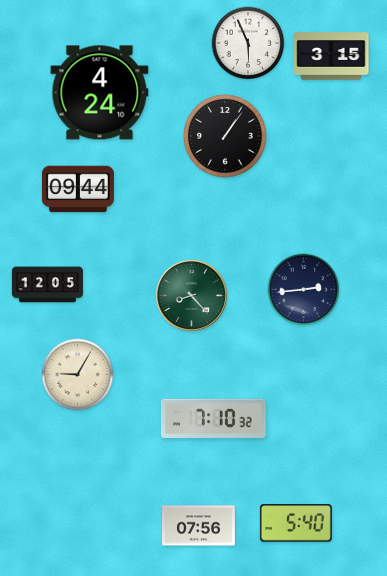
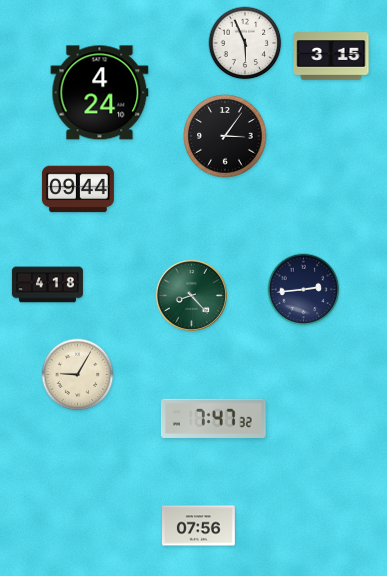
clock at (248, 43) position: (248, 43) -> (245, 43)
clock at (225, 136): 1:06 -> 3:06
clock at (47, 285): 12:05 -> 4:18
clock at (213, 418): 7:10 -> 7:47
clock at (296, 524): 5:40 -> none
